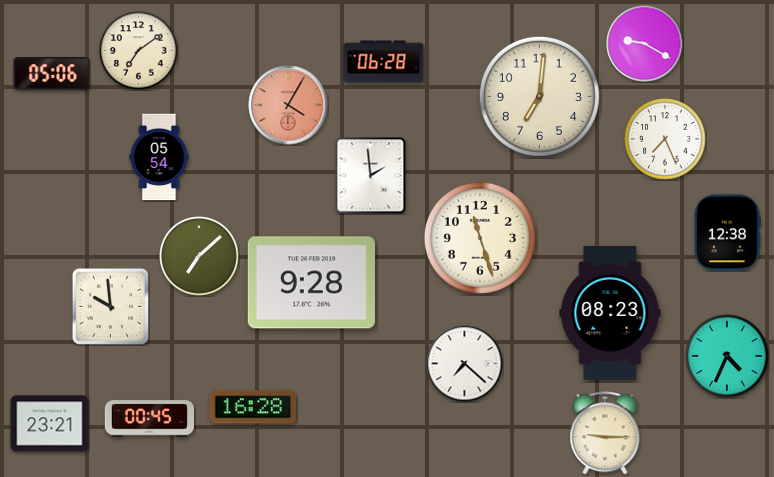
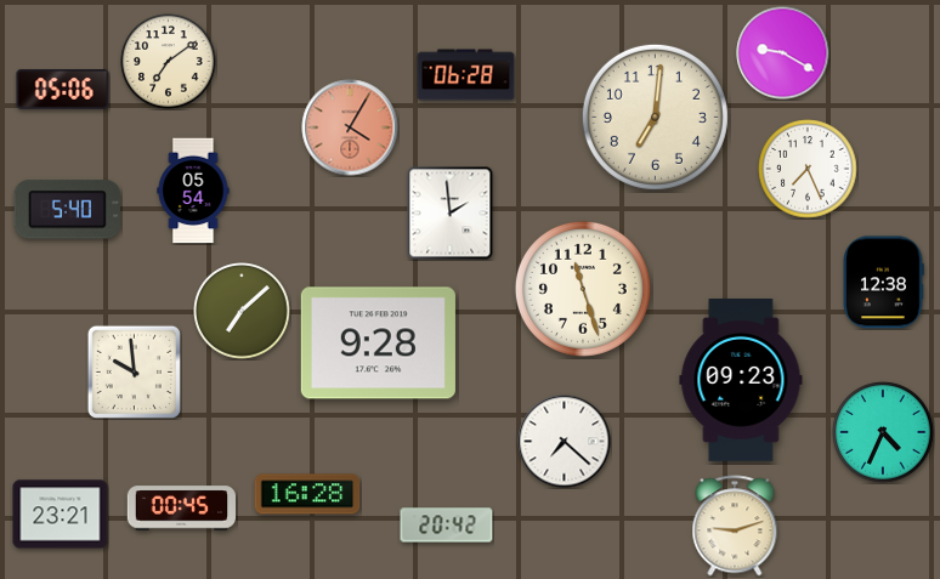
clock at (67, 210): none -> 5:40
clock at (610, 314): 08:23 -> 09:23
clock at (447, 526): none -> 20:42
clock at (605, 433): 9:15 -> 9:12
